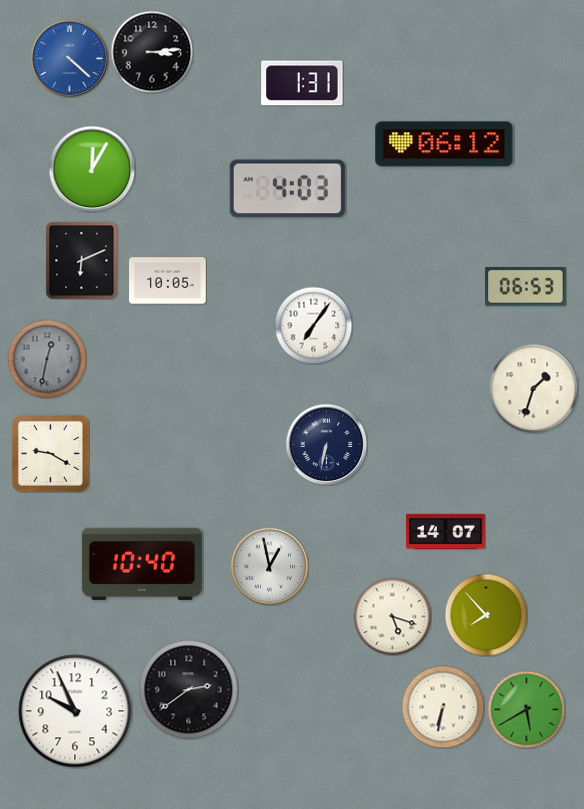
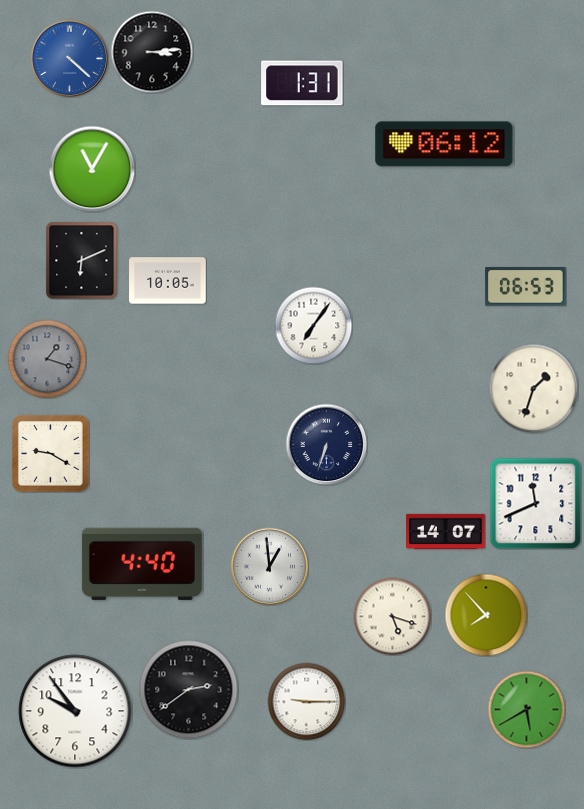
clock at (92, 169): 12:05 -> 11:05
clock at (287, 189): 4:03 -> none
clock at (47, 359): 12:32 -> 1:18
clock at (326, 444): 6:32 -> 6:33
clock at (535, 503): none -> 11:41
clock at (142, 564): 10:40 -> 4:40
clock at (269, 566): 12:58 -> 12:59
clock at (306, 701): none -> 9:15
clock at (443, 707): 6:32 -> none
clock at (75, 711): 9:56 -> 9:54
